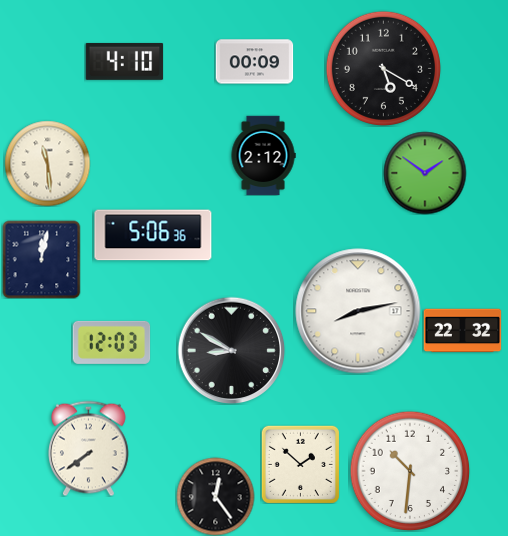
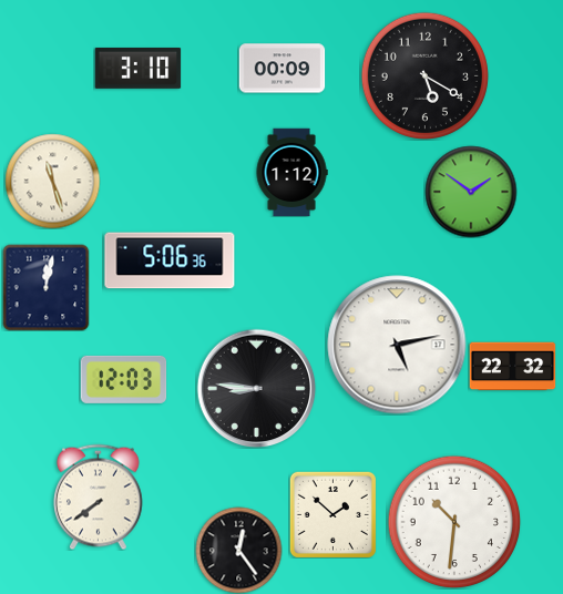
clock at (124, 61): 4:10 -> 3:10
clock at (263, 155): 2:12 -> 1:12
clock at (47, 163): 11:29 -> 11:27
clock at (358, 311): 8:13 -> 5:13
clock at (231, 350): 8:50 -> 8:46
